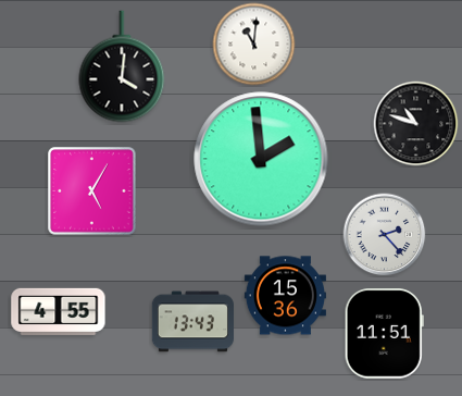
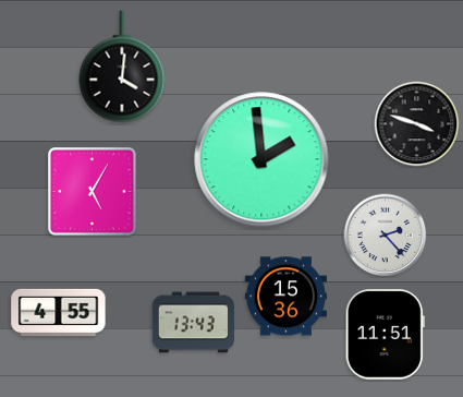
clock at (254, 45): 11:01 -> none
clock at (416, 124): 10:48 -> 3:48
